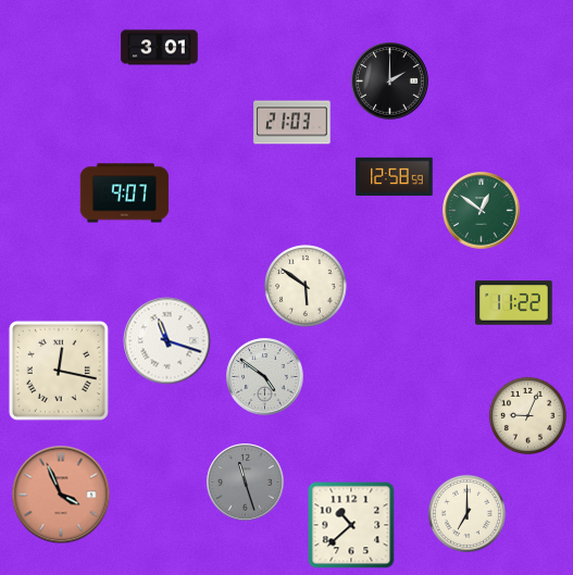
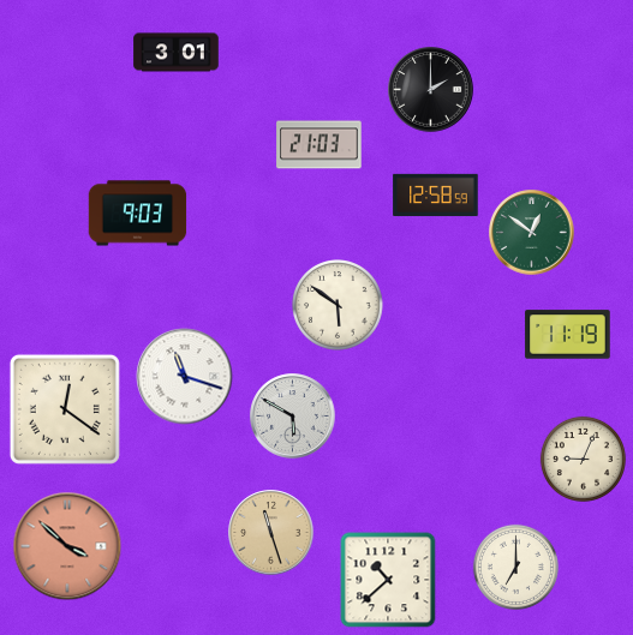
clock at (292, 123) position: (292, 123) -> (320, 145)
clock at (125, 193): 9:07 -> 9:03
clock at (306, 286) position: (306, 286) -> (338, 305)
clock at (514, 303): 11:22 -> 11:19
clock at (59, 371): 12:17 -> 12:21
clock at (265, 377): 4:51 -> 5:50
clock at (246, 483) dial: grey -> champagne
clock at (61, 495): 3:56 -> 3:52
